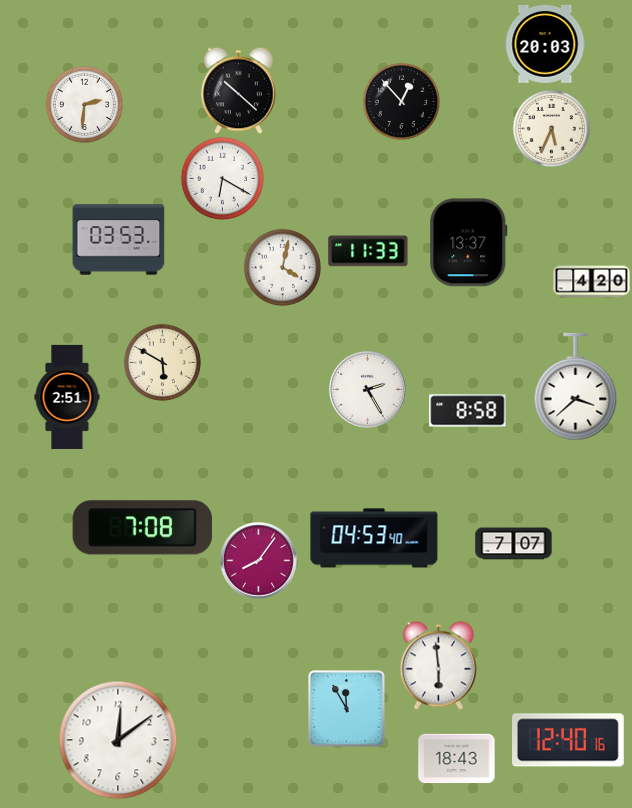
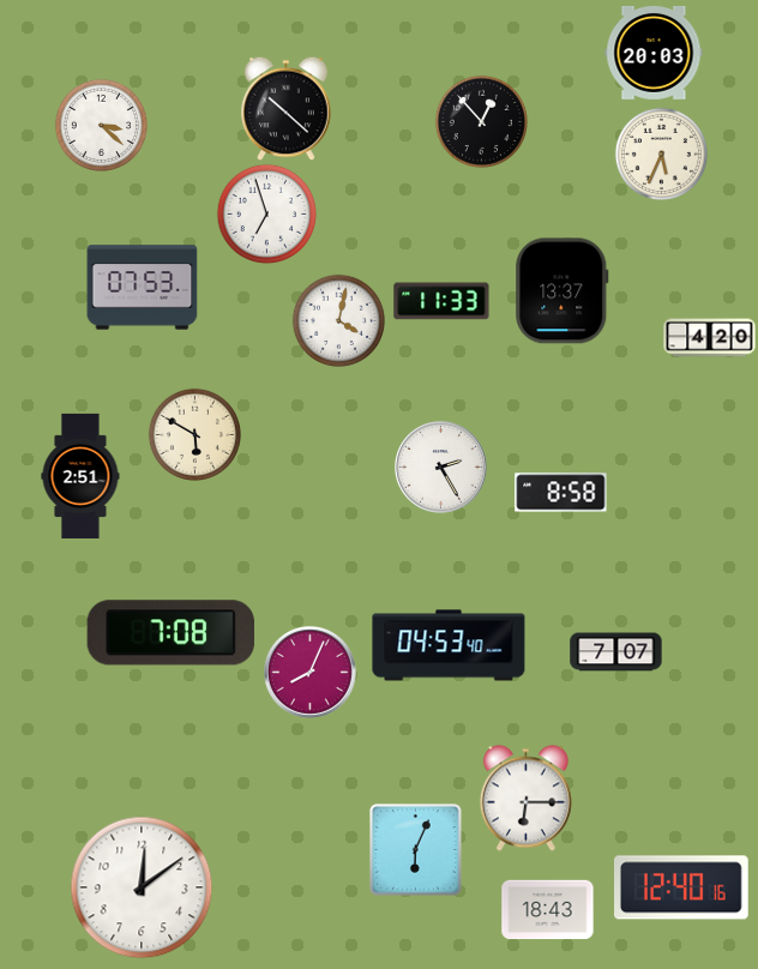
clock at (84, 104): 2:31 -> 3:22
clock at (222, 178): 6:20 -> 6:57
clock at (119, 240): 03:53 -> 07:53
clock at (576, 387): 3:38 -> none
clock at (259, 561): 8:06 -> 8:04
clock at (438, 666): 5:59 -> 6:15
clock at (347, 709): 11:55 -> 6:04
